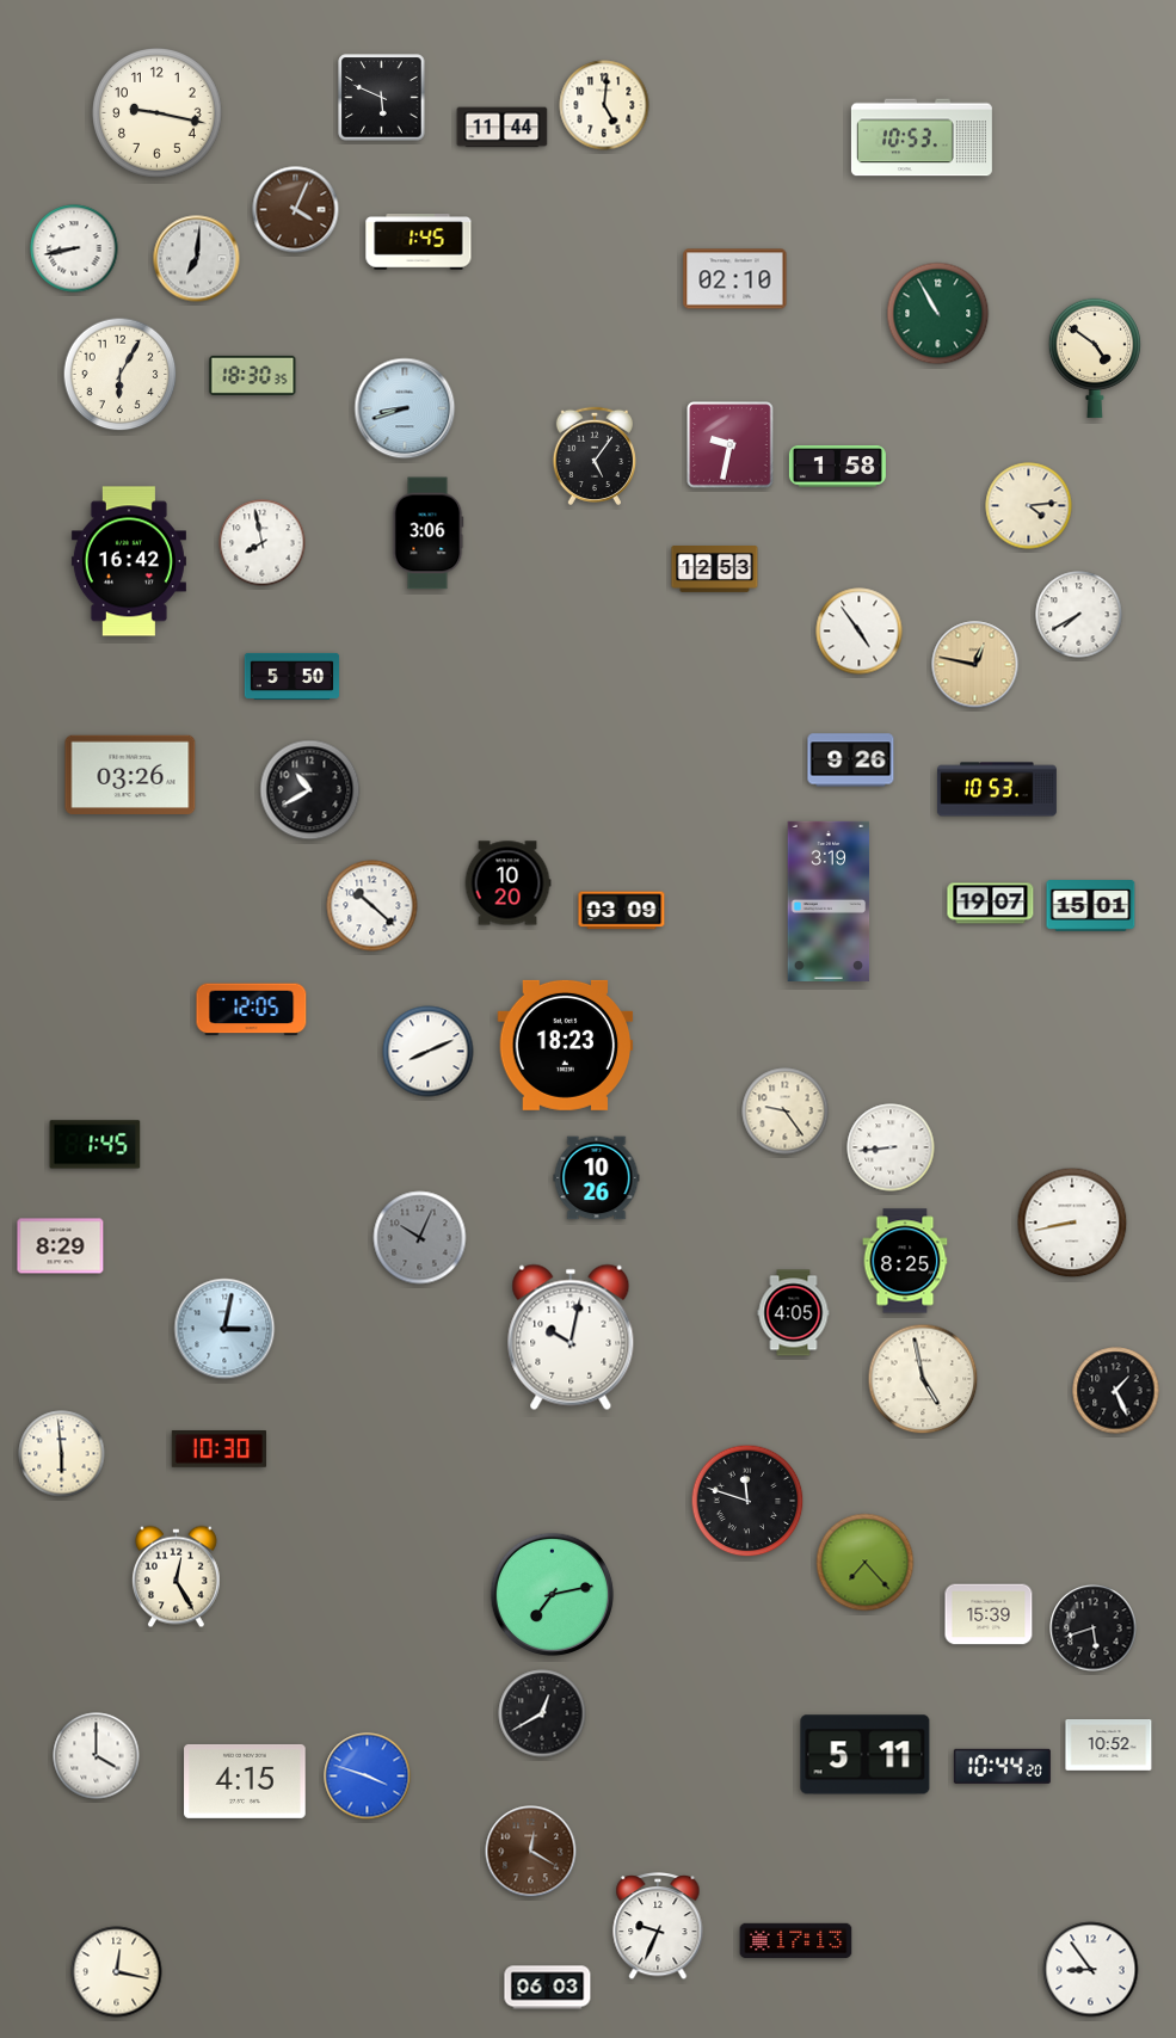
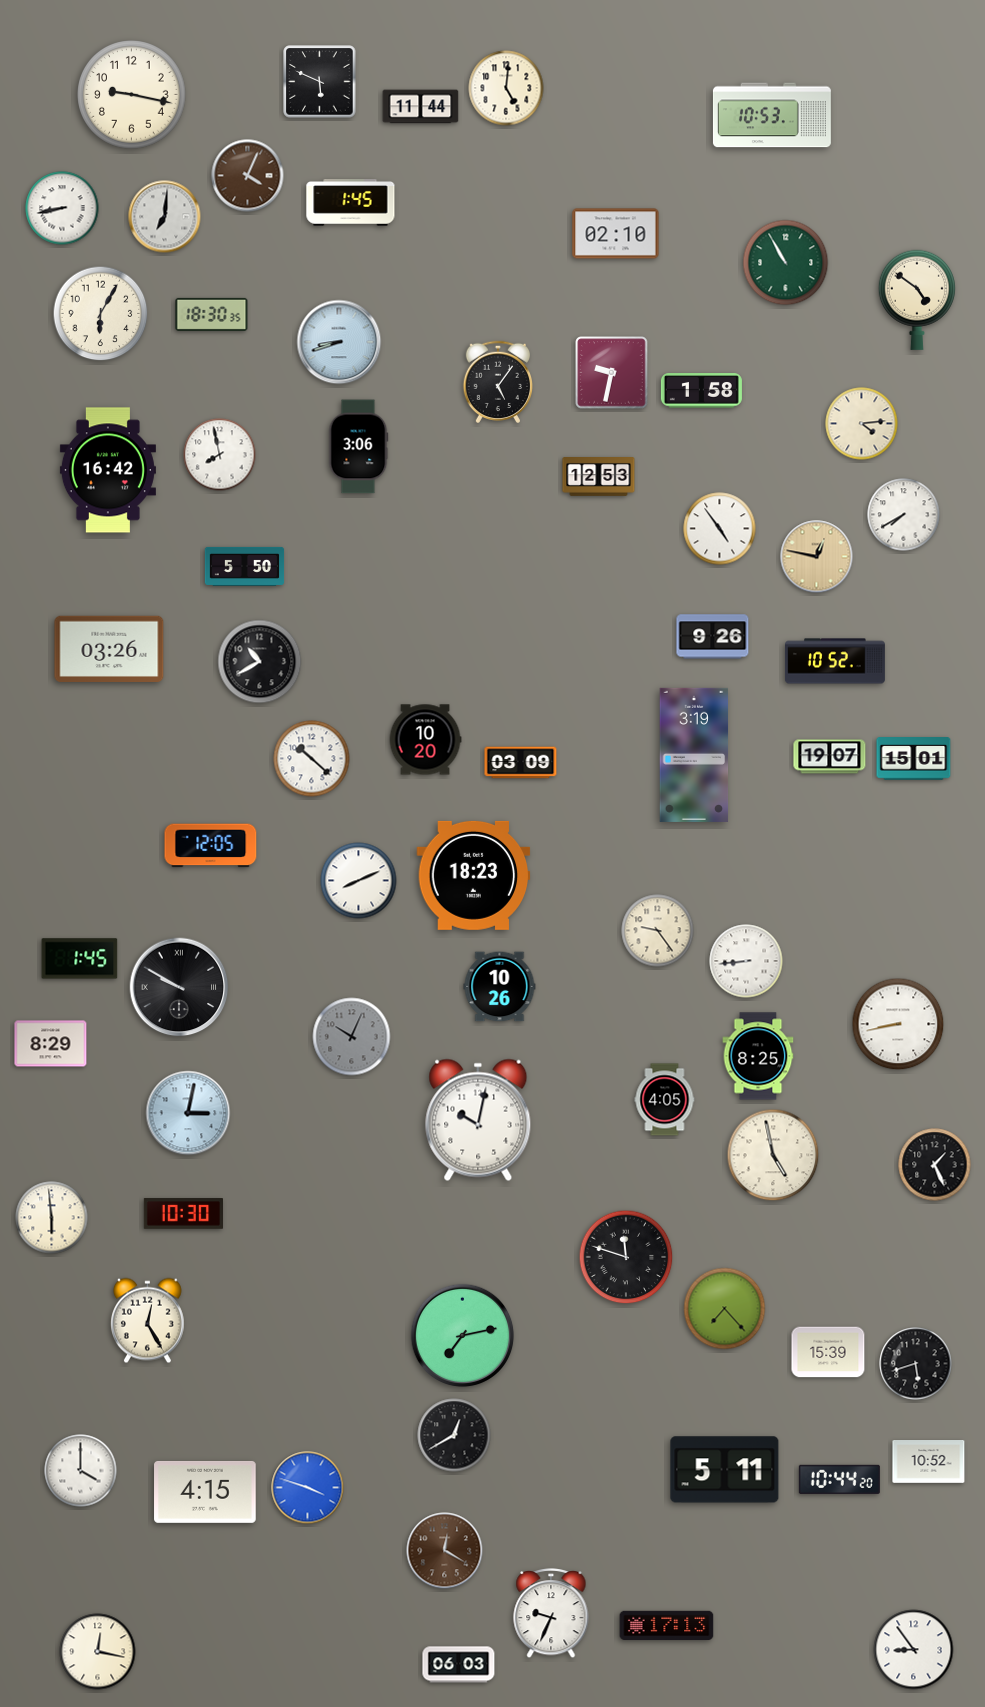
clock at (997, 789): 10:53 -> 10:52
clock at (179, 987): none -> 9:50
